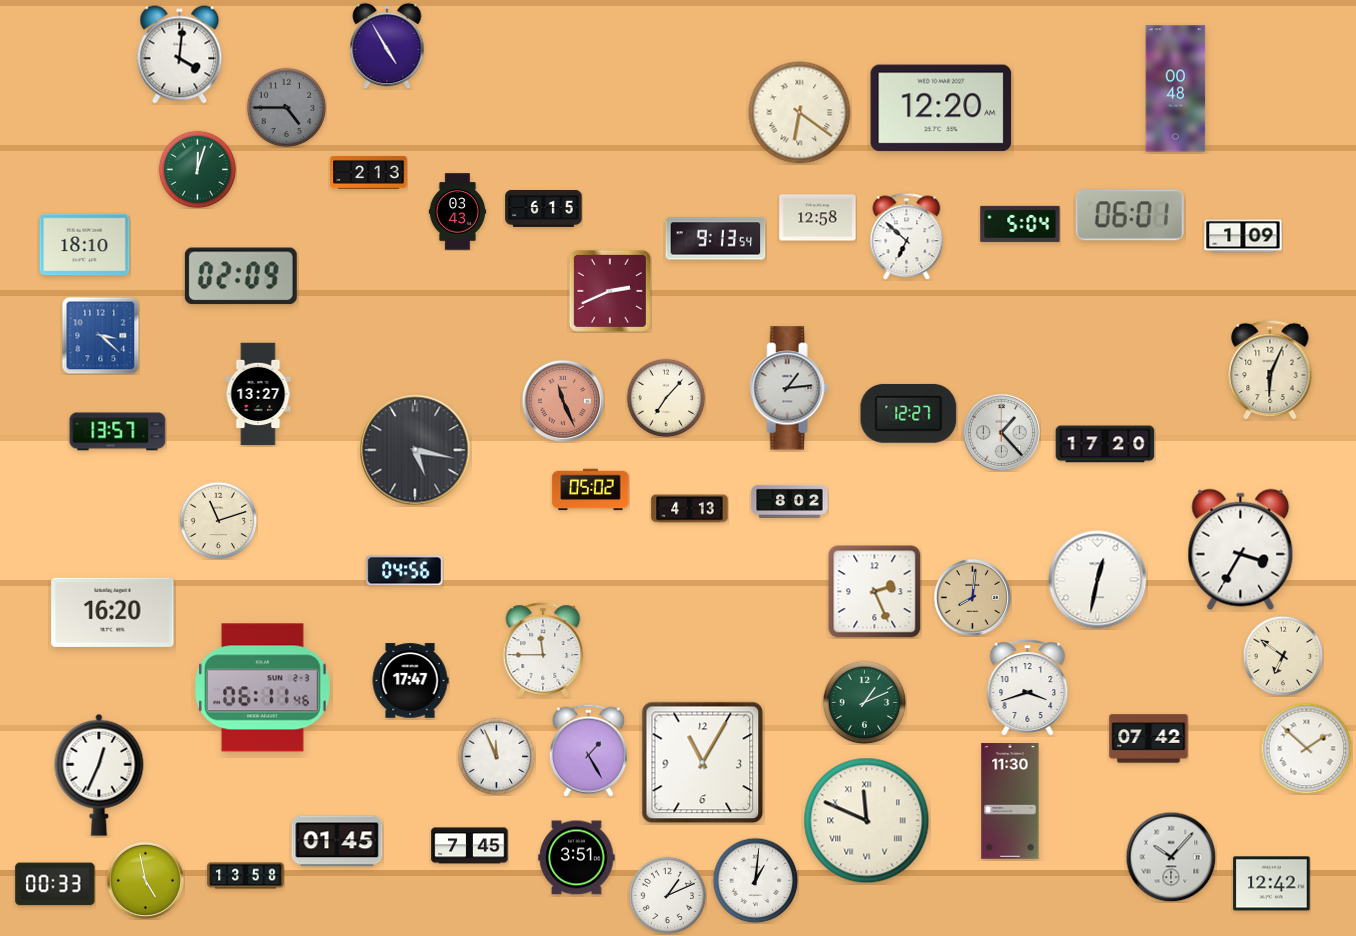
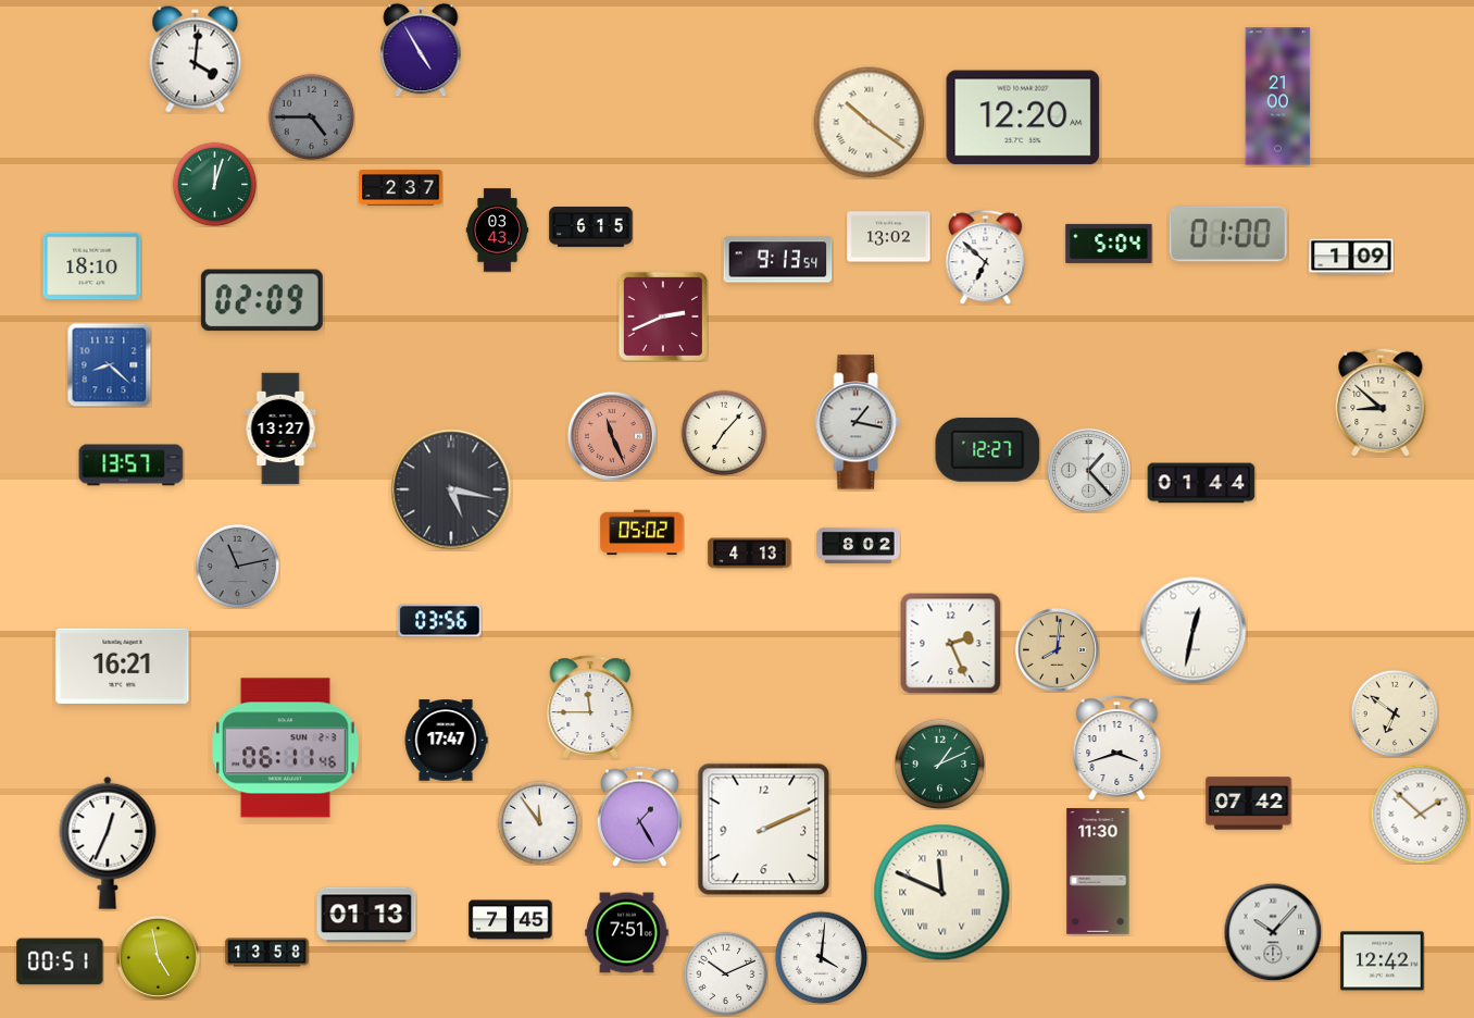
clock at (1176, 89): 00:48 -> 21:00
clock at (800, 113): 6:21 -> 10:21
clock at (369, 172): 2:13 -> 2:37
clock at (1130, 215): 06:01 -> 01:00
clock at (818, 218): 12:58 -> 13:02
clock at (100, 335): 3:22 -> 8:22
clock at (1270, 370): 6:04 -> 8:52
clock at (789, 388): 1:14 -> 1:17
clock at (118, 432) position: (118, 432) -> (132, 465)
clock at (1105, 444): 17:20 -> 01:44
clock at (218, 520): 11:12 -> 11:13
clock at (218, 520) dial: cream -> grey
clock at (1241, 550): 3:35 -> none
clock at (405, 571): 04:56 -> 03:56
clock at (113, 612): 16:20 -> 16:21
clock at (496, 756): 11:56 -> 11:54
clock at (703, 763): 11:05 -> 2:11
clock at (337, 841): 01:45 -> 01:13
clock at (577, 858): 3:51 -> 7:51
clock at (755, 880): 1:01 -> 4:01
clock at (55, 884): 00:33 -> 00:51
clock at (667, 895): 1:11 -> 10:11
